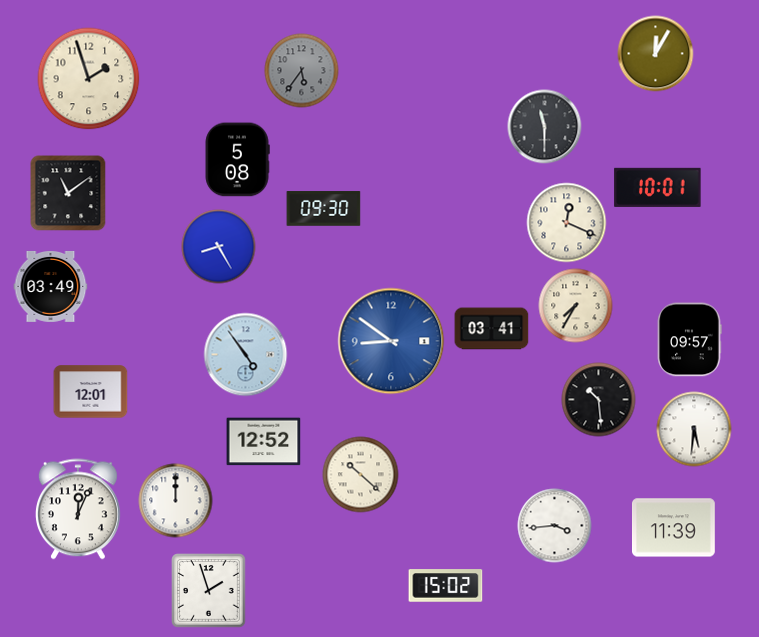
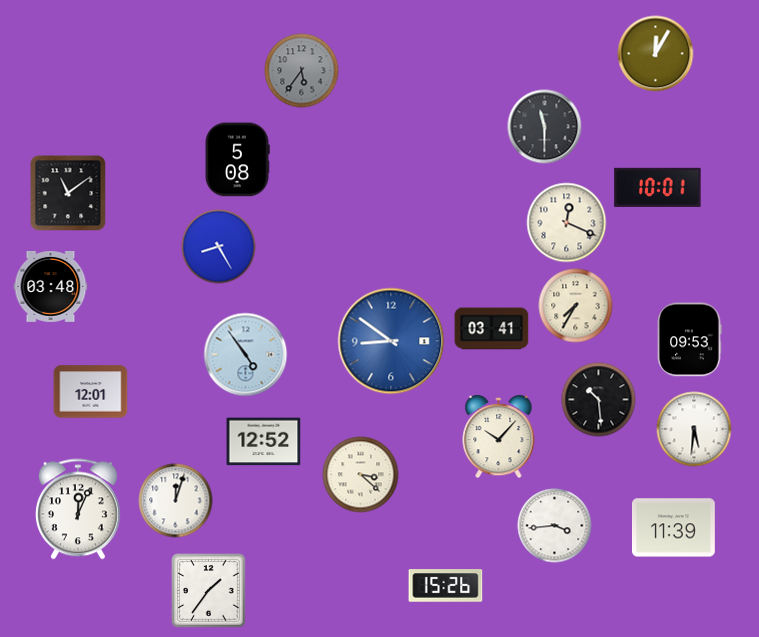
clock at (89, 79): 1:57 -> none
clock at (324, 209): 09:30 -> none
clock at (51, 286): 03:49 -> 03:48
clock at (689, 340): 09:57 -> 09:53
clock at (499, 437): none -> 10:07
clock at (361, 475): 10:22 -> 3:22
clock at (176, 501): 12:00 -> 12:03
clock at (446, 586): 15:02 -> 15:26
clock at (209, 591): 1:57 -> 1:36
